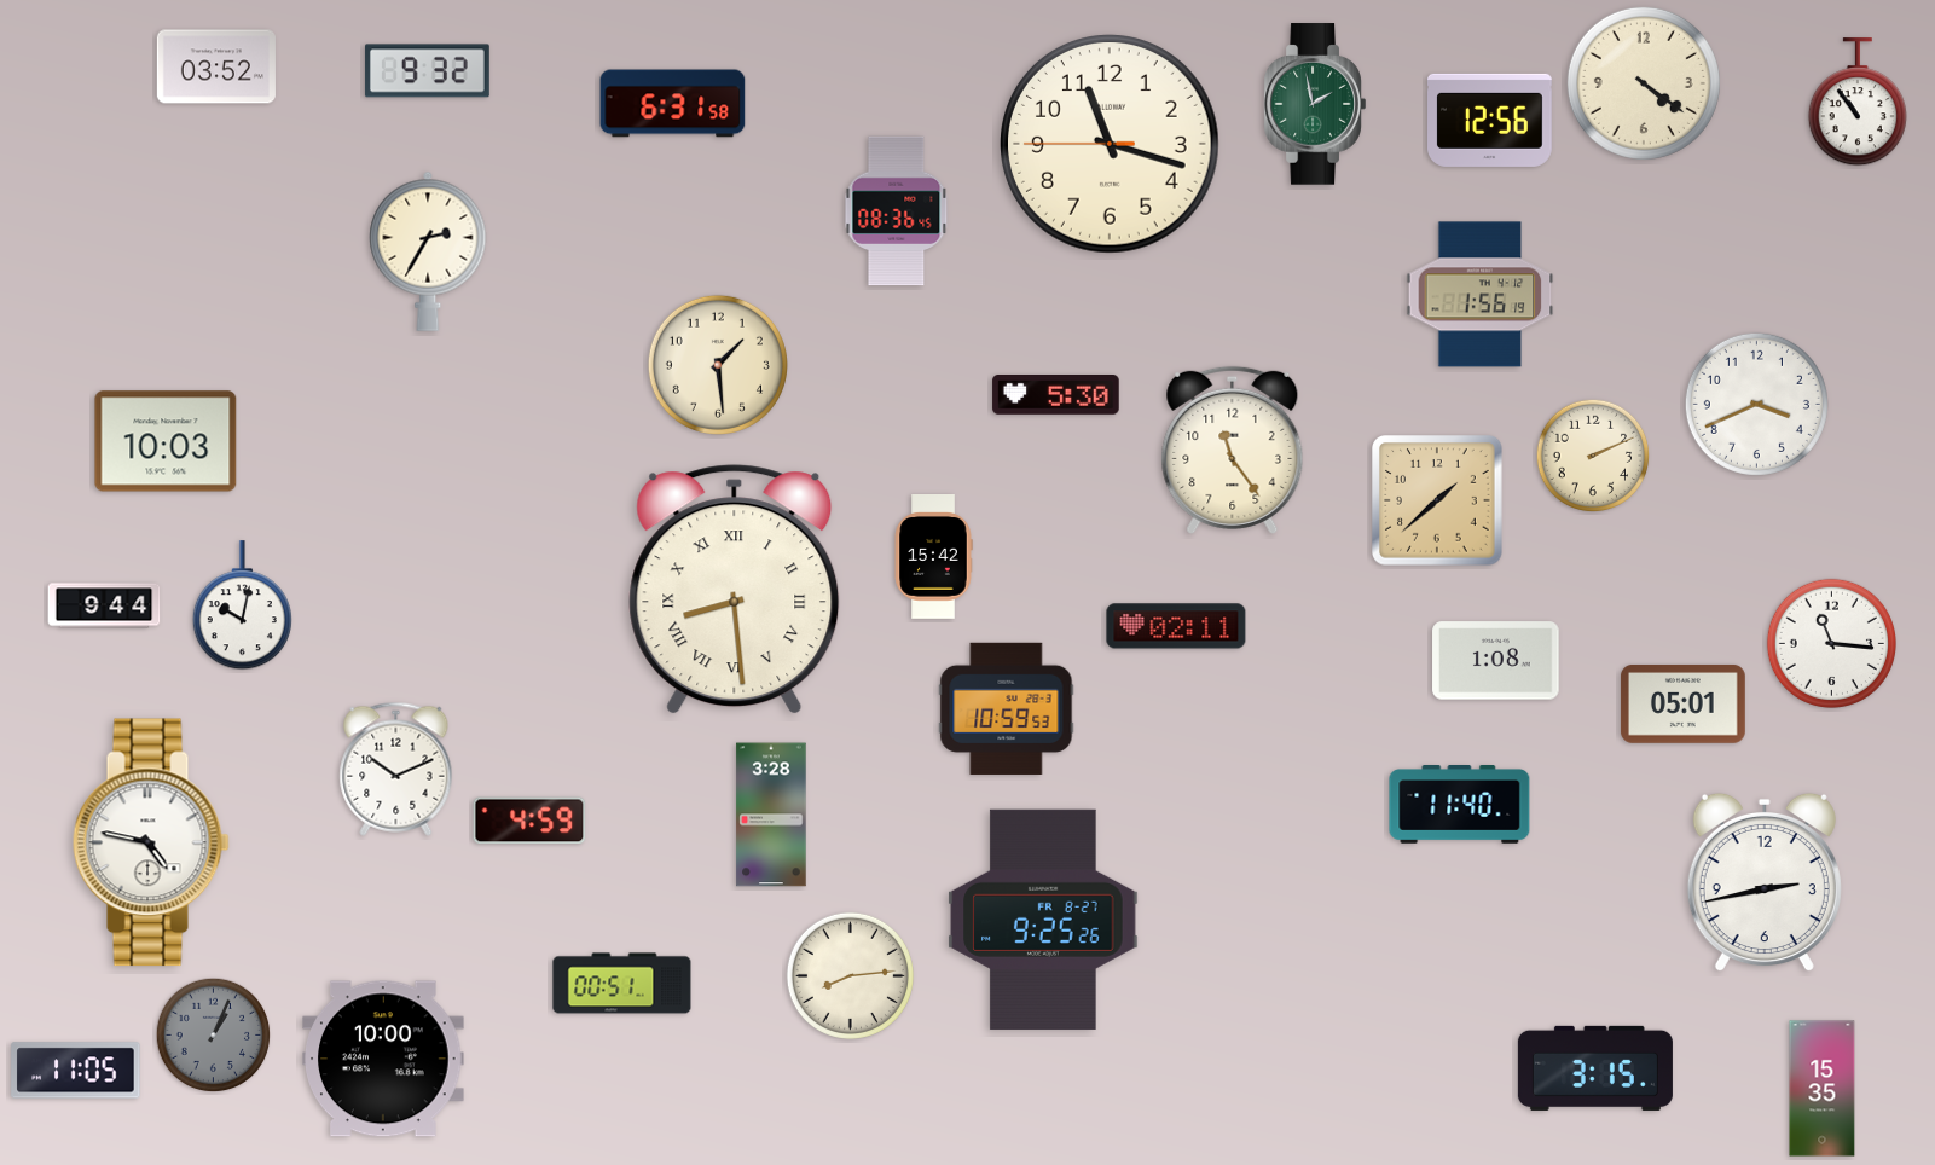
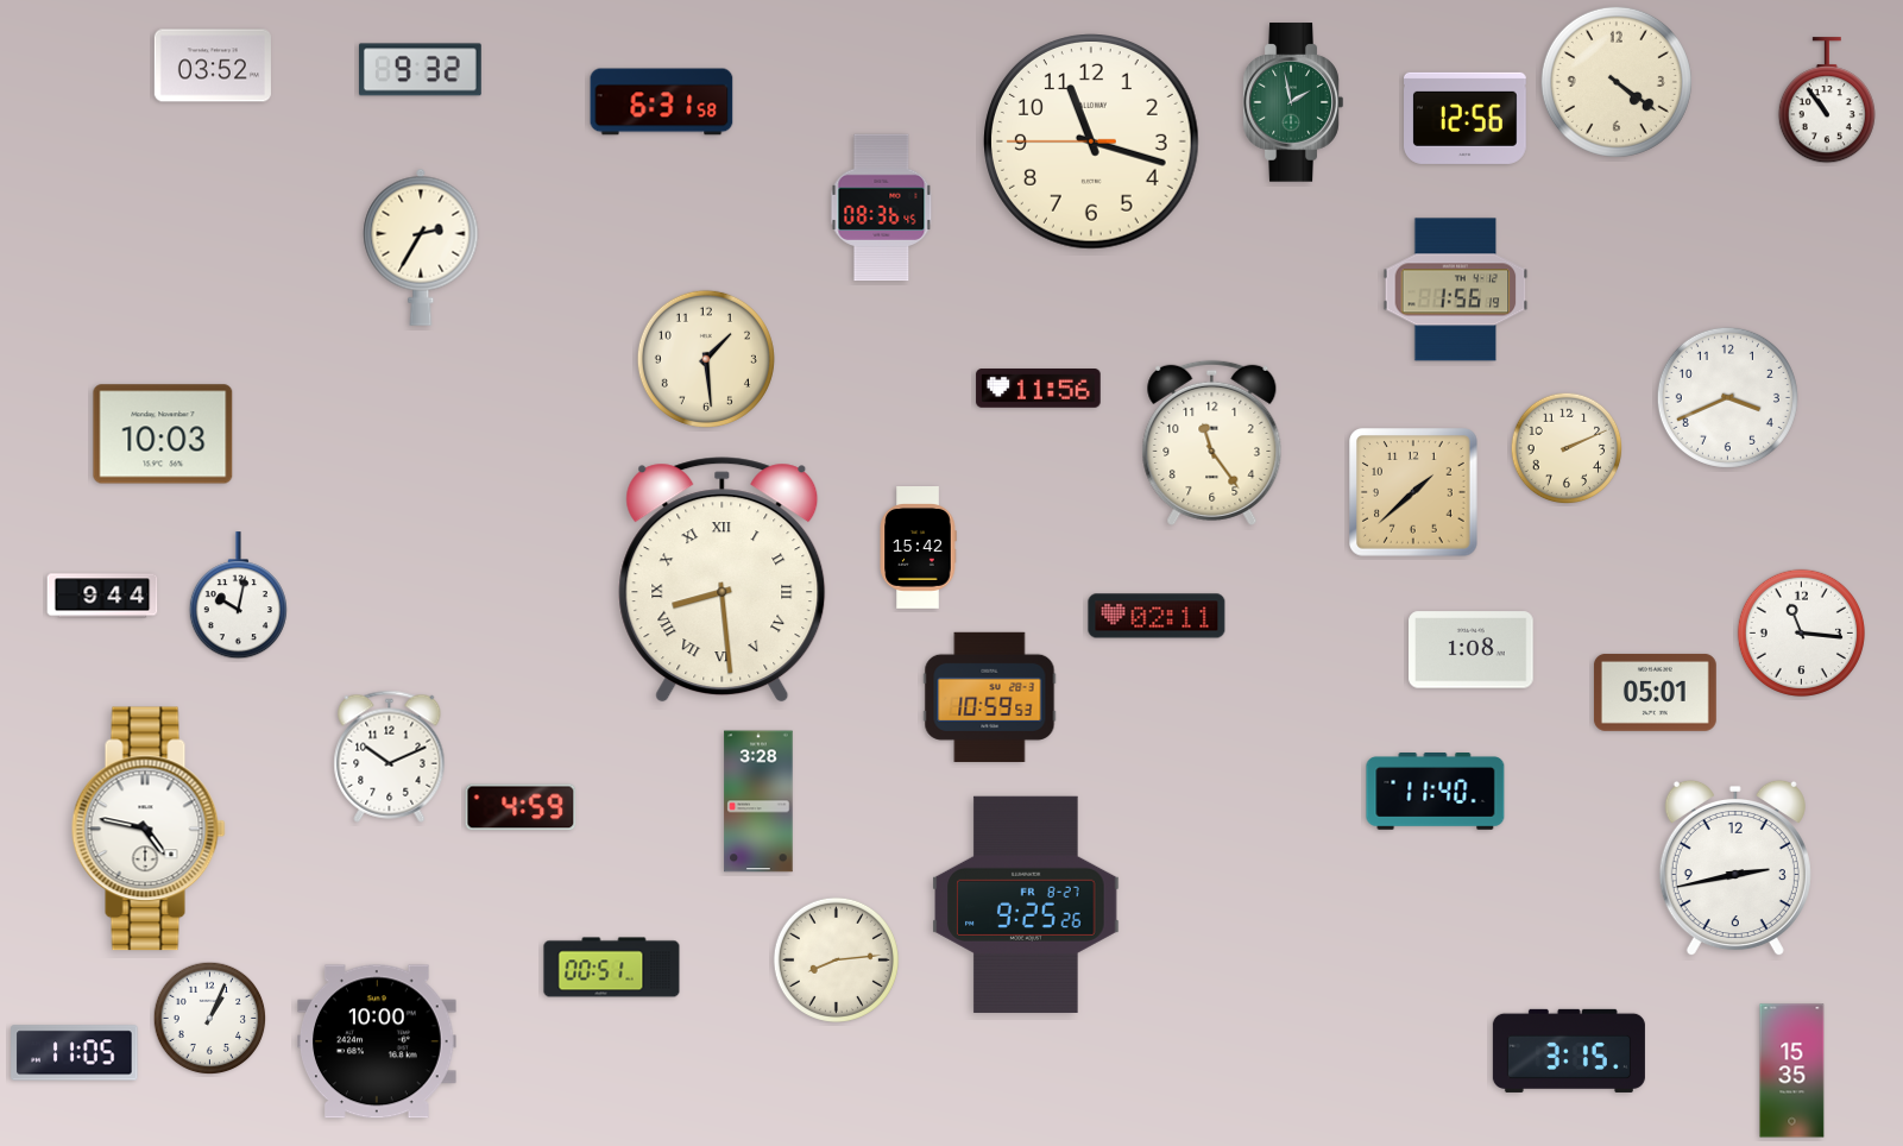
clock at (1056, 395): 5:30 -> 11:56
clock at (214, 1036) dial: grey -> white
